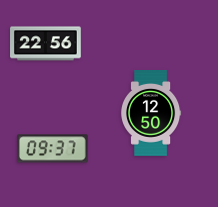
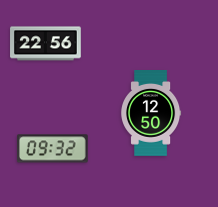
clock at (53, 149): 09:37 -> 09:32
